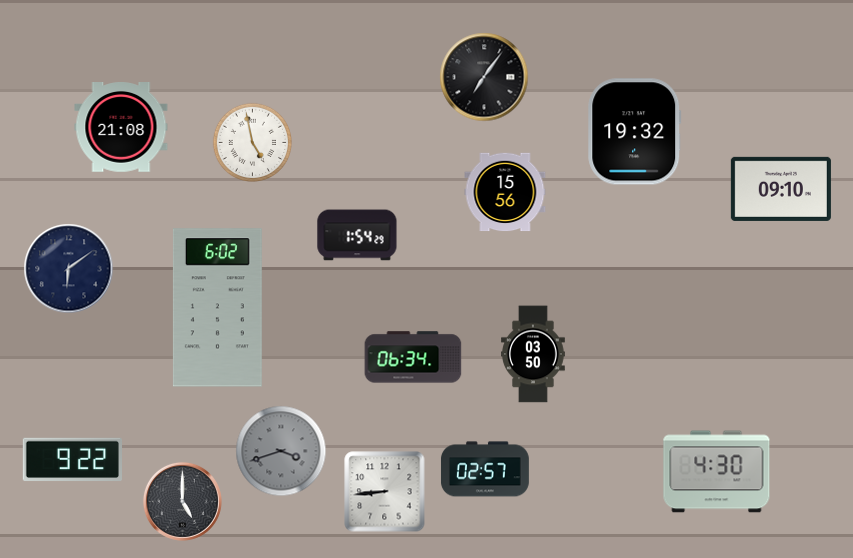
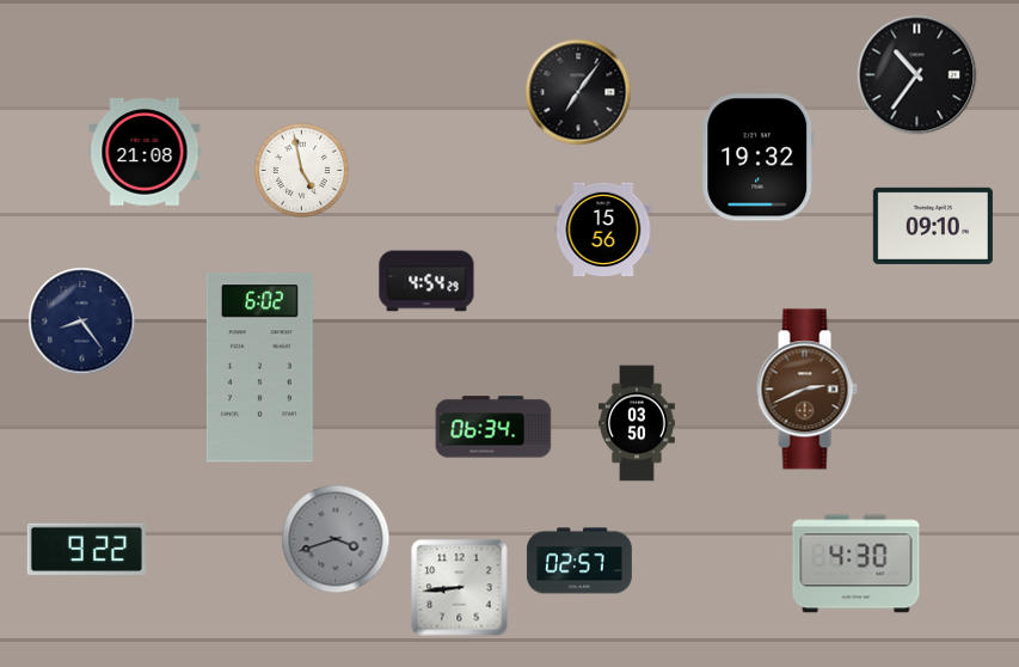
clock at (917, 75): none -> 10:36
clock at (357, 235): 1:54 -> 4:54
clock at (69, 269): 6:09 -> 8:24
clock at (806, 390): none -> 2:41
clock at (182, 501): 5:00 -> none
